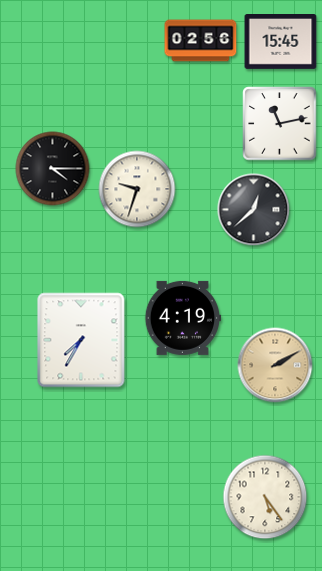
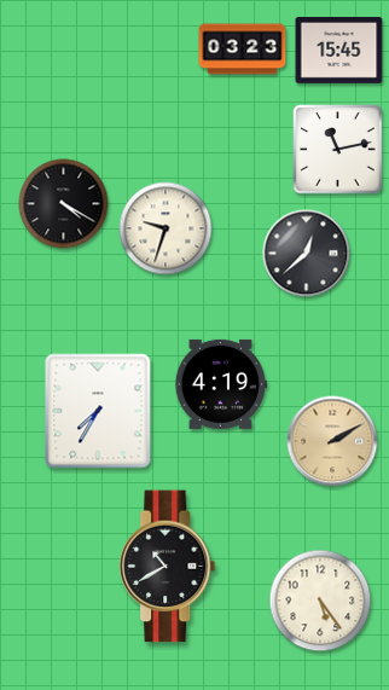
clock at (201, 41): 02:56 -> 03:23
clock at (53, 169): 4:15 -> 4:20
clock at (168, 567): none -> 10:40
